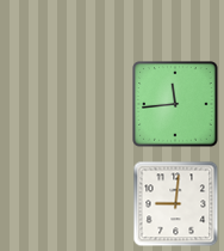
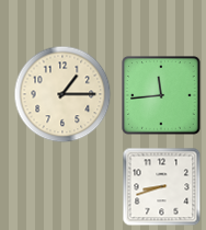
clock at (62, 94): none -> 1:15
clock at (176, 204): 9:01 -> 8:42
